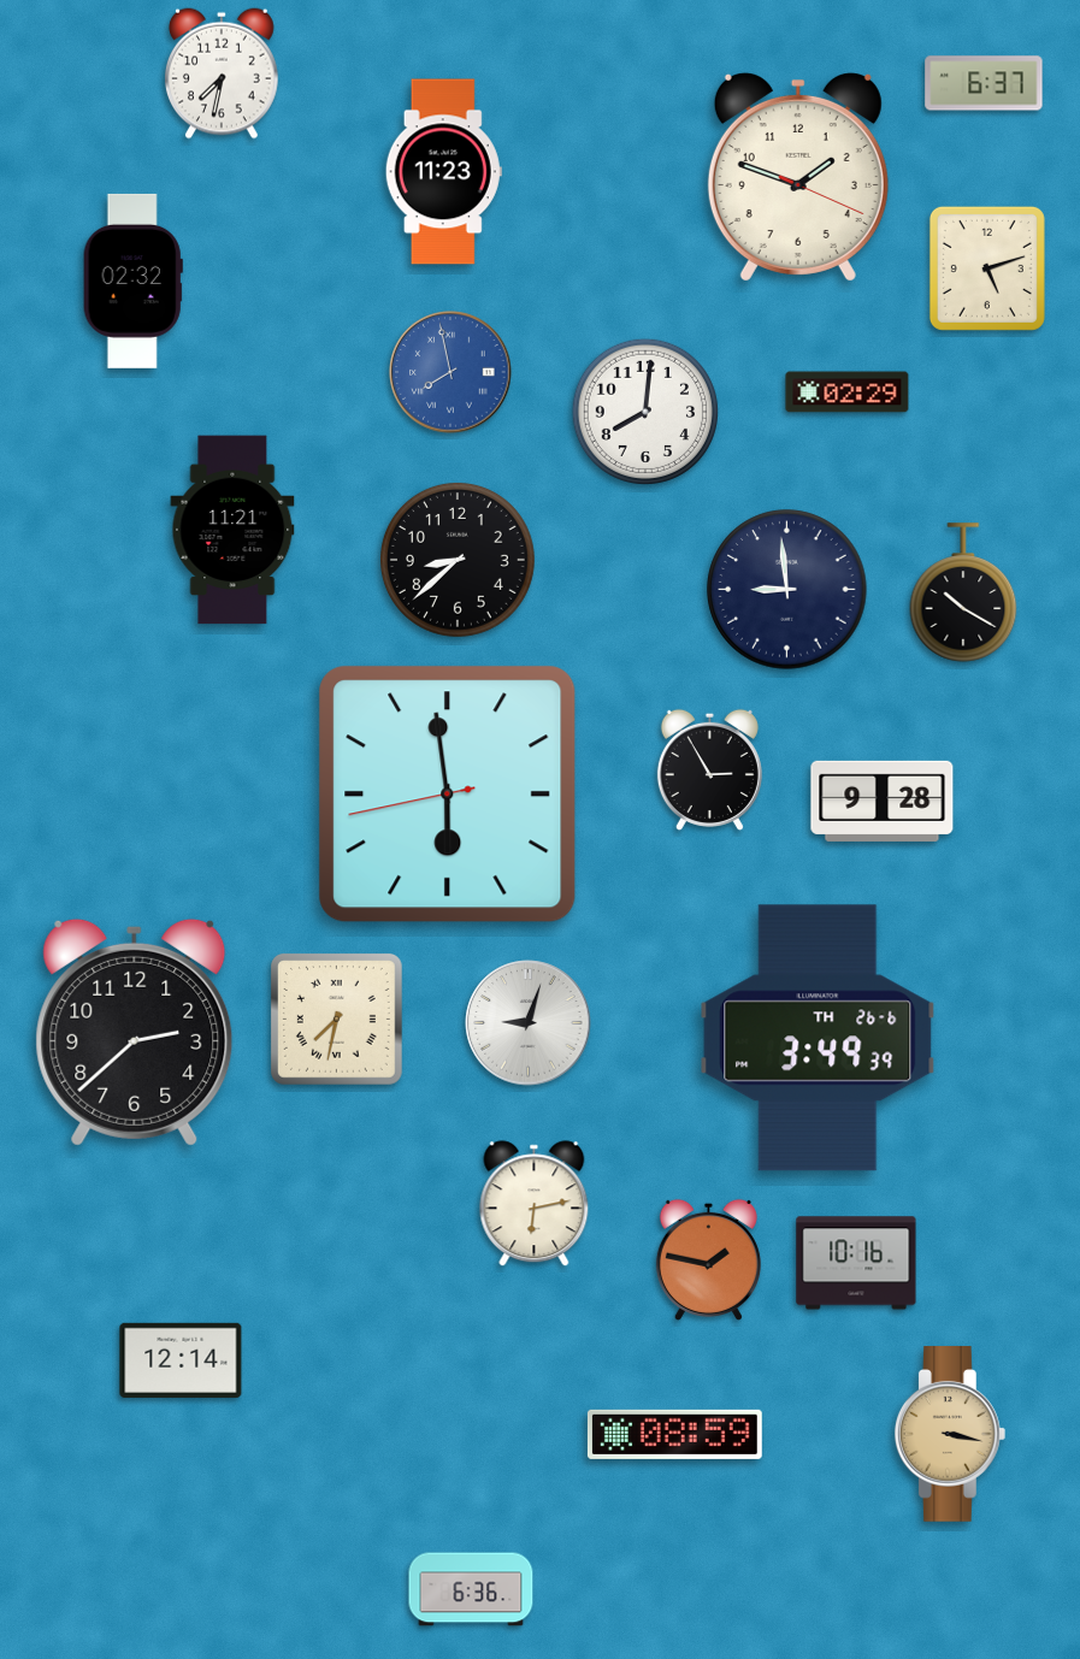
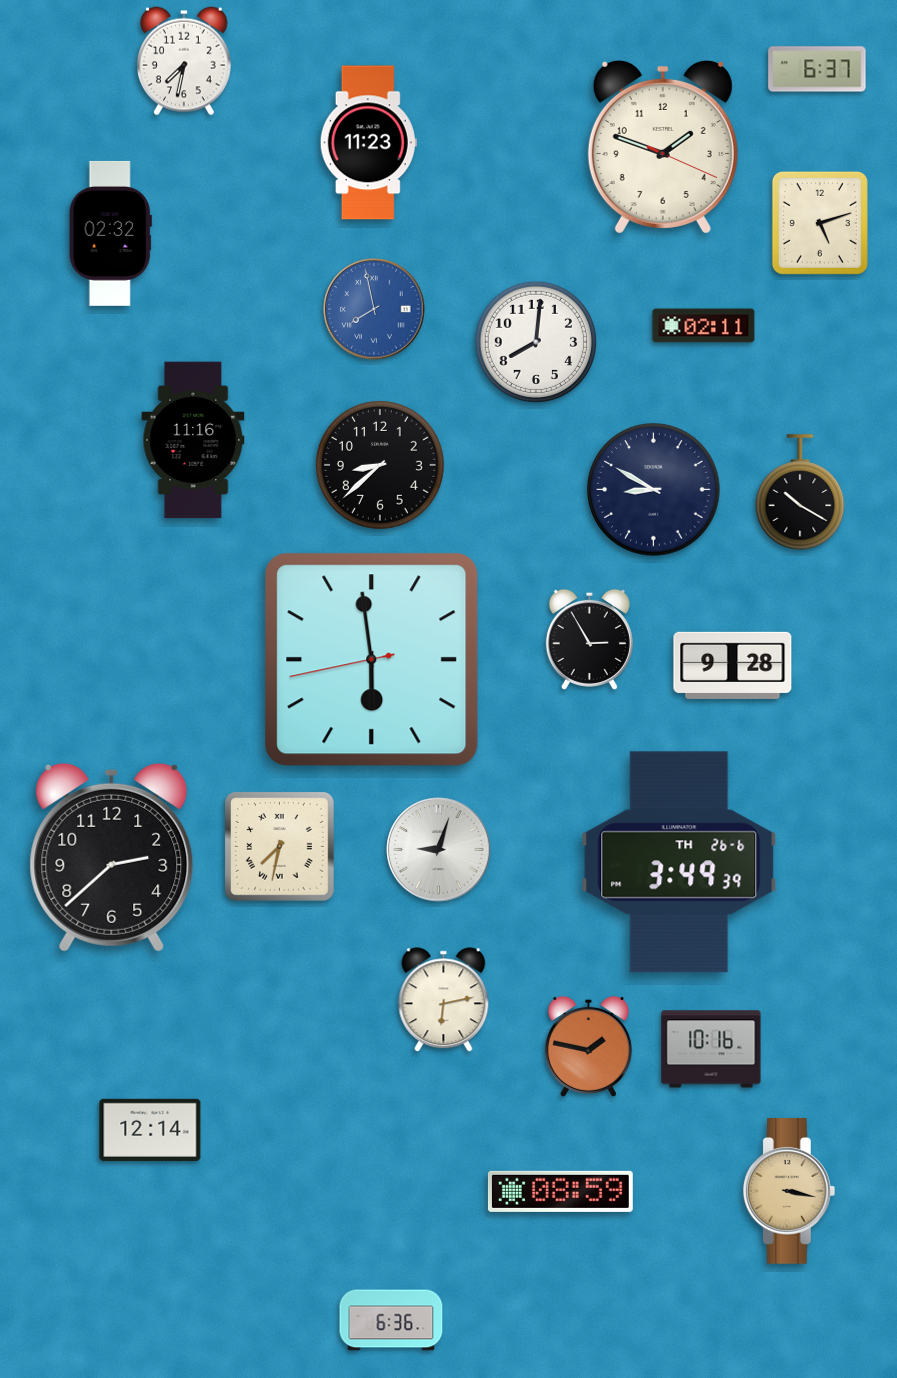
clock at (848, 392): 02:29 -> 02:11
clock at (232, 530): 11:21 -> 11:16
clock at (787, 590): 8:59 -> 8:50
